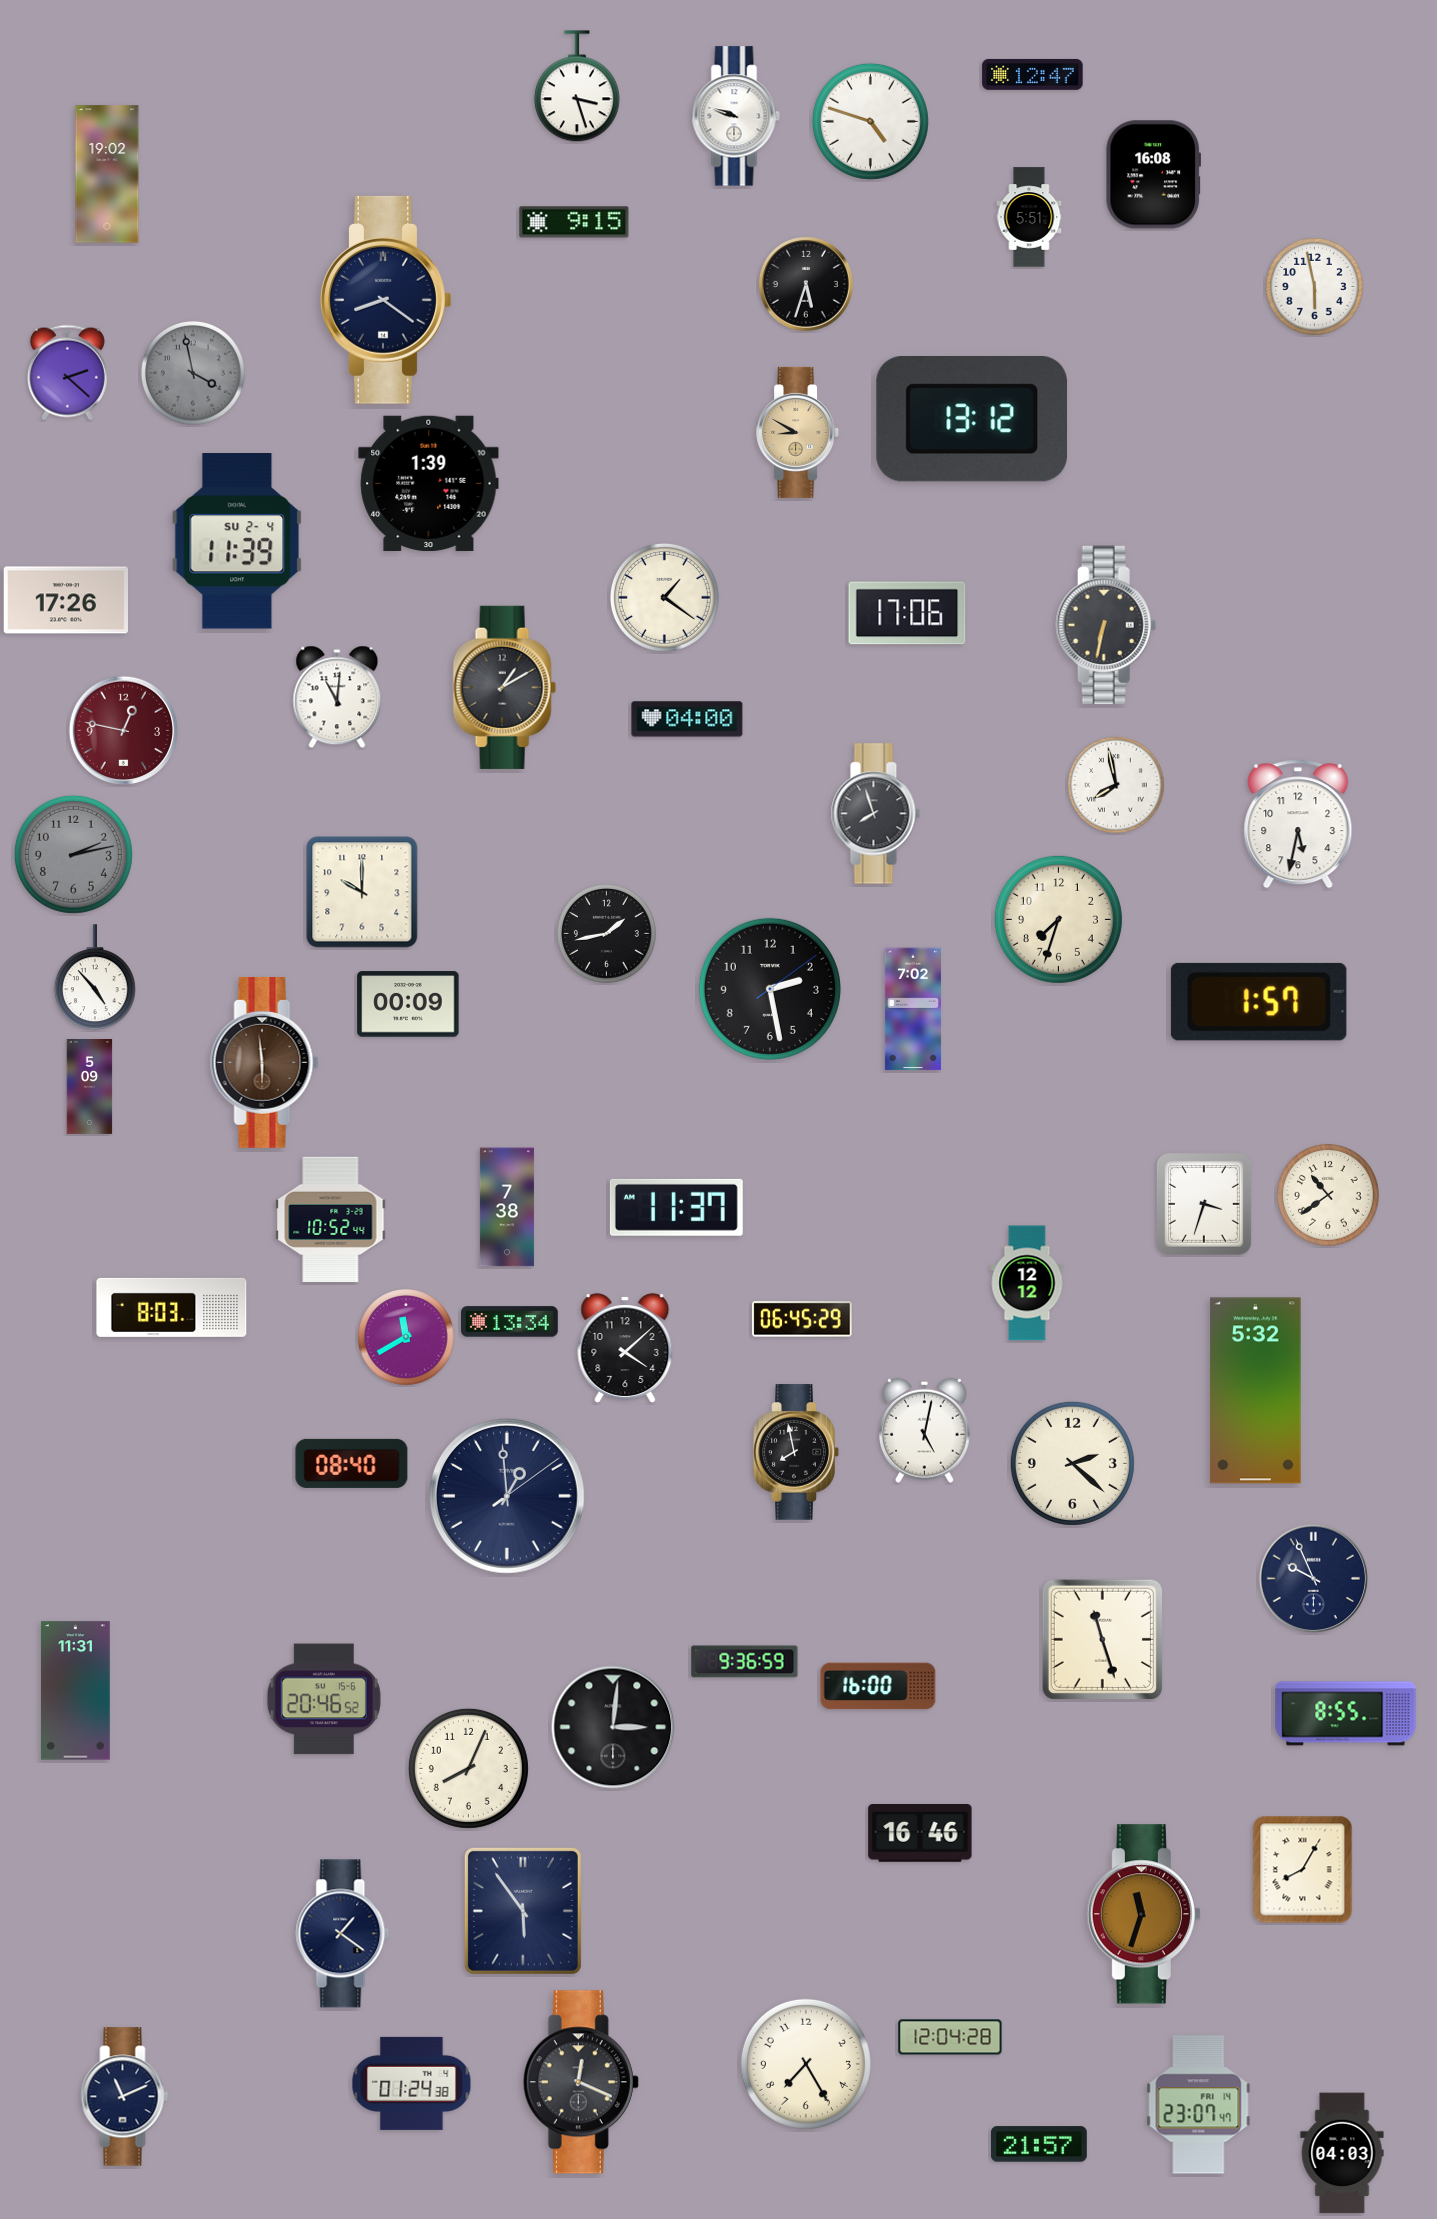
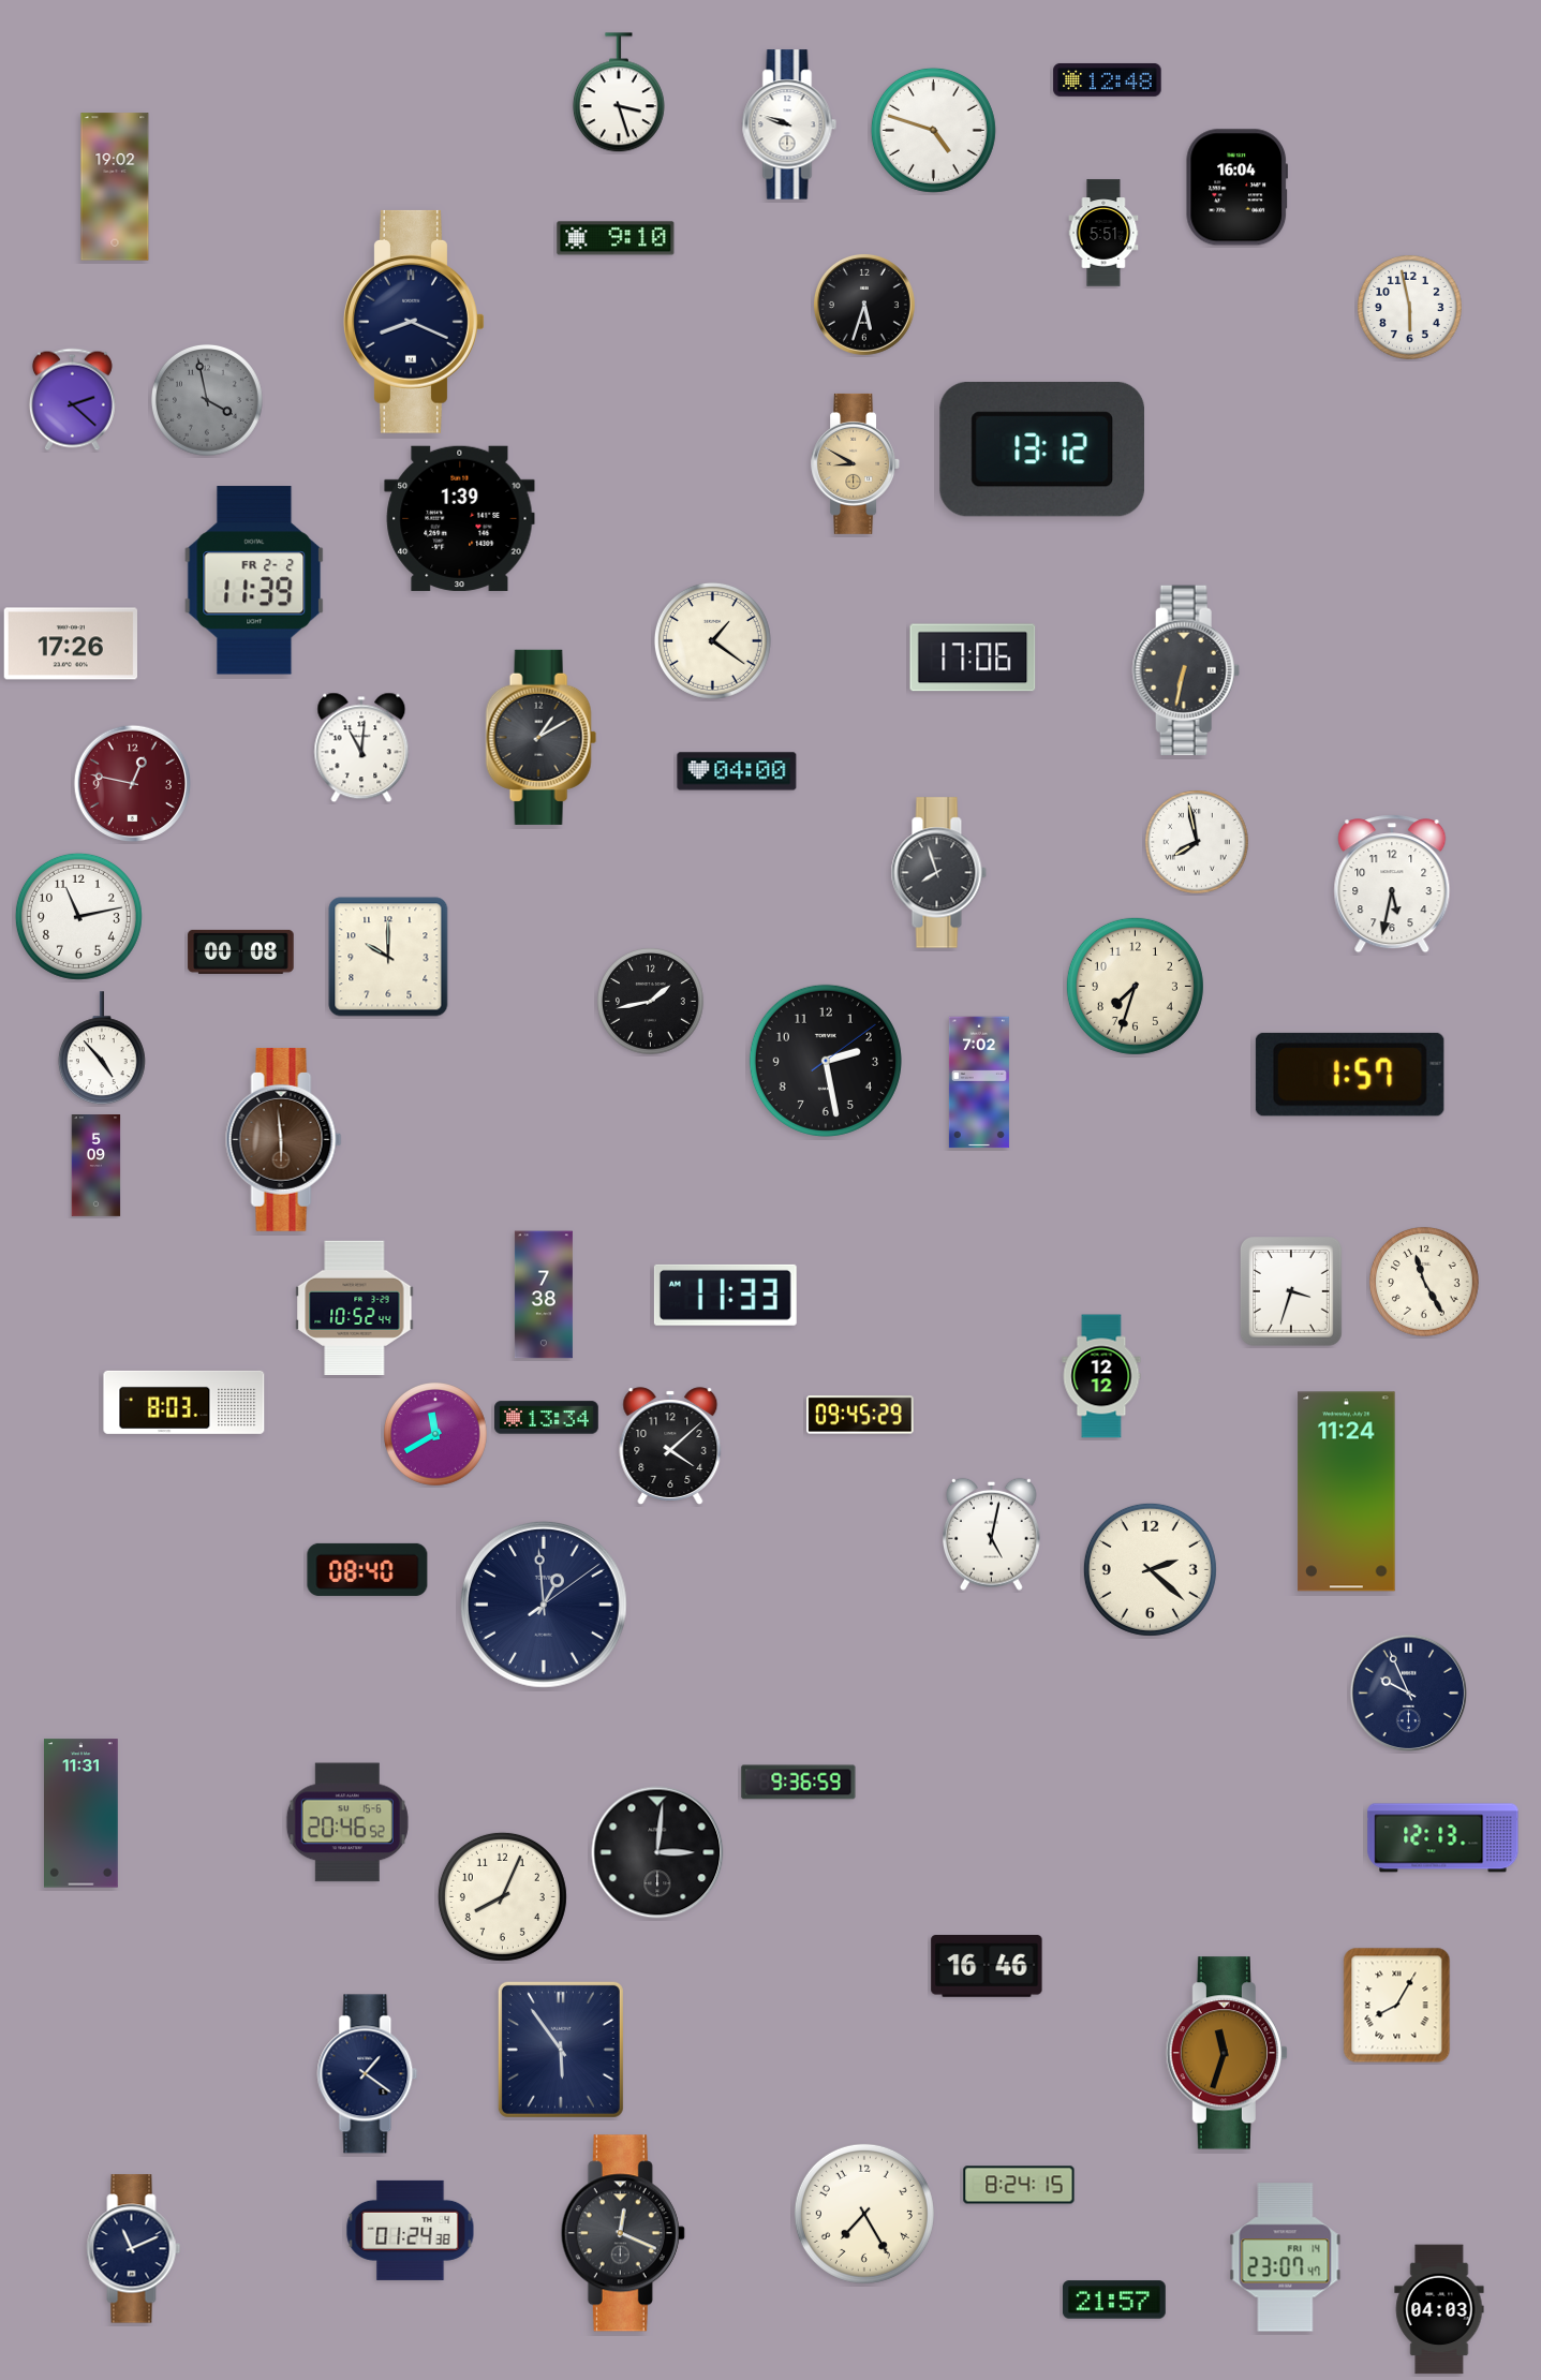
clock at (1033, 75): 12:47 -> 12:48
clock at (1153, 175): 16:08 -> 16:04
clock at (574, 222): 9:15 -> 9:10
clock at (386, 300): 8:21 -> 8:19
clock at (237, 541) date: SU 2-4 -> FR 2-2
clock at (73, 854): 2:13 -> 11:13
clock at (73, 854) dial: grey -> white
clock at (241, 951): none -> 00:08
clock at (408, 1004): 00:09 -> none
clock at (1328, 1195): 10:39 -> 11:25
clock at (676, 1207): 11:37 -> 11:33
clock at (802, 1319): 06:45 -> 09:45
clock at (1256, 1391): 5:32 -> 11:24
clock at (796, 1452): 7:58 -> none
clock at (352, 1463) position: (352, 1463) -> (368, 1569)
clock at (1102, 1639): 11:27 -> none
clock at (878, 1686): 16:00 -> none
clock at (1346, 1714): 8:55 -> 12:13
clock at (950, 2037): 12:04 -> 8:24
clock at (412, 2083) position: (412, 2083) -> (411, 2230)
